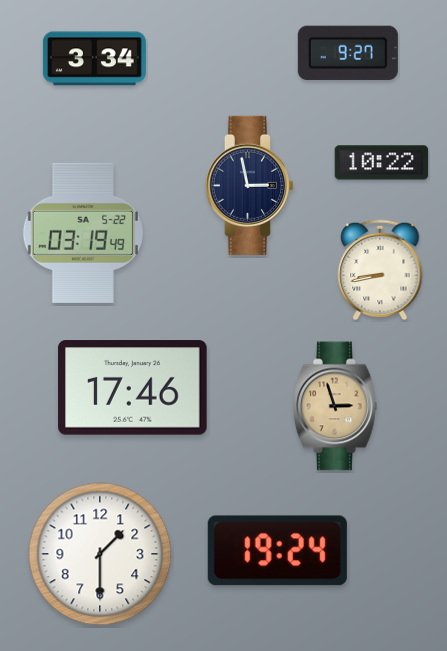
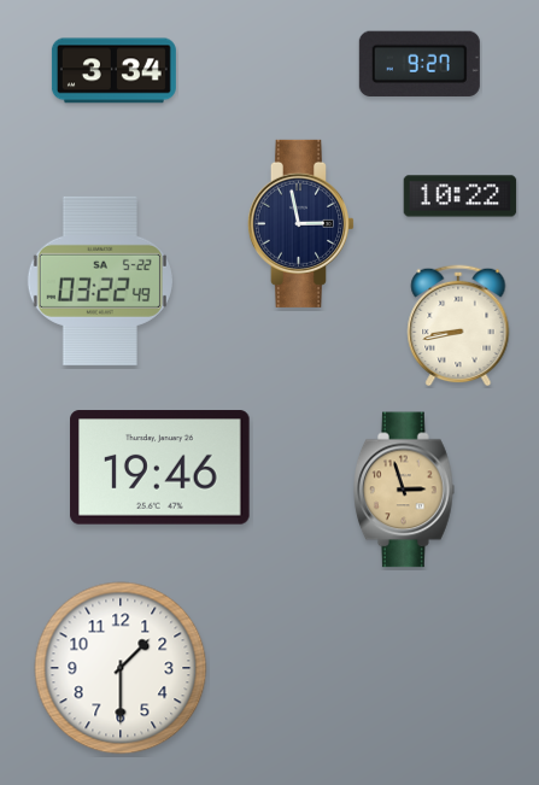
clock at (83, 233): 03:19 -> 03:22
clock at (133, 388): 17:46 -> 19:46
clock at (277, 551): 19:24 -> none
